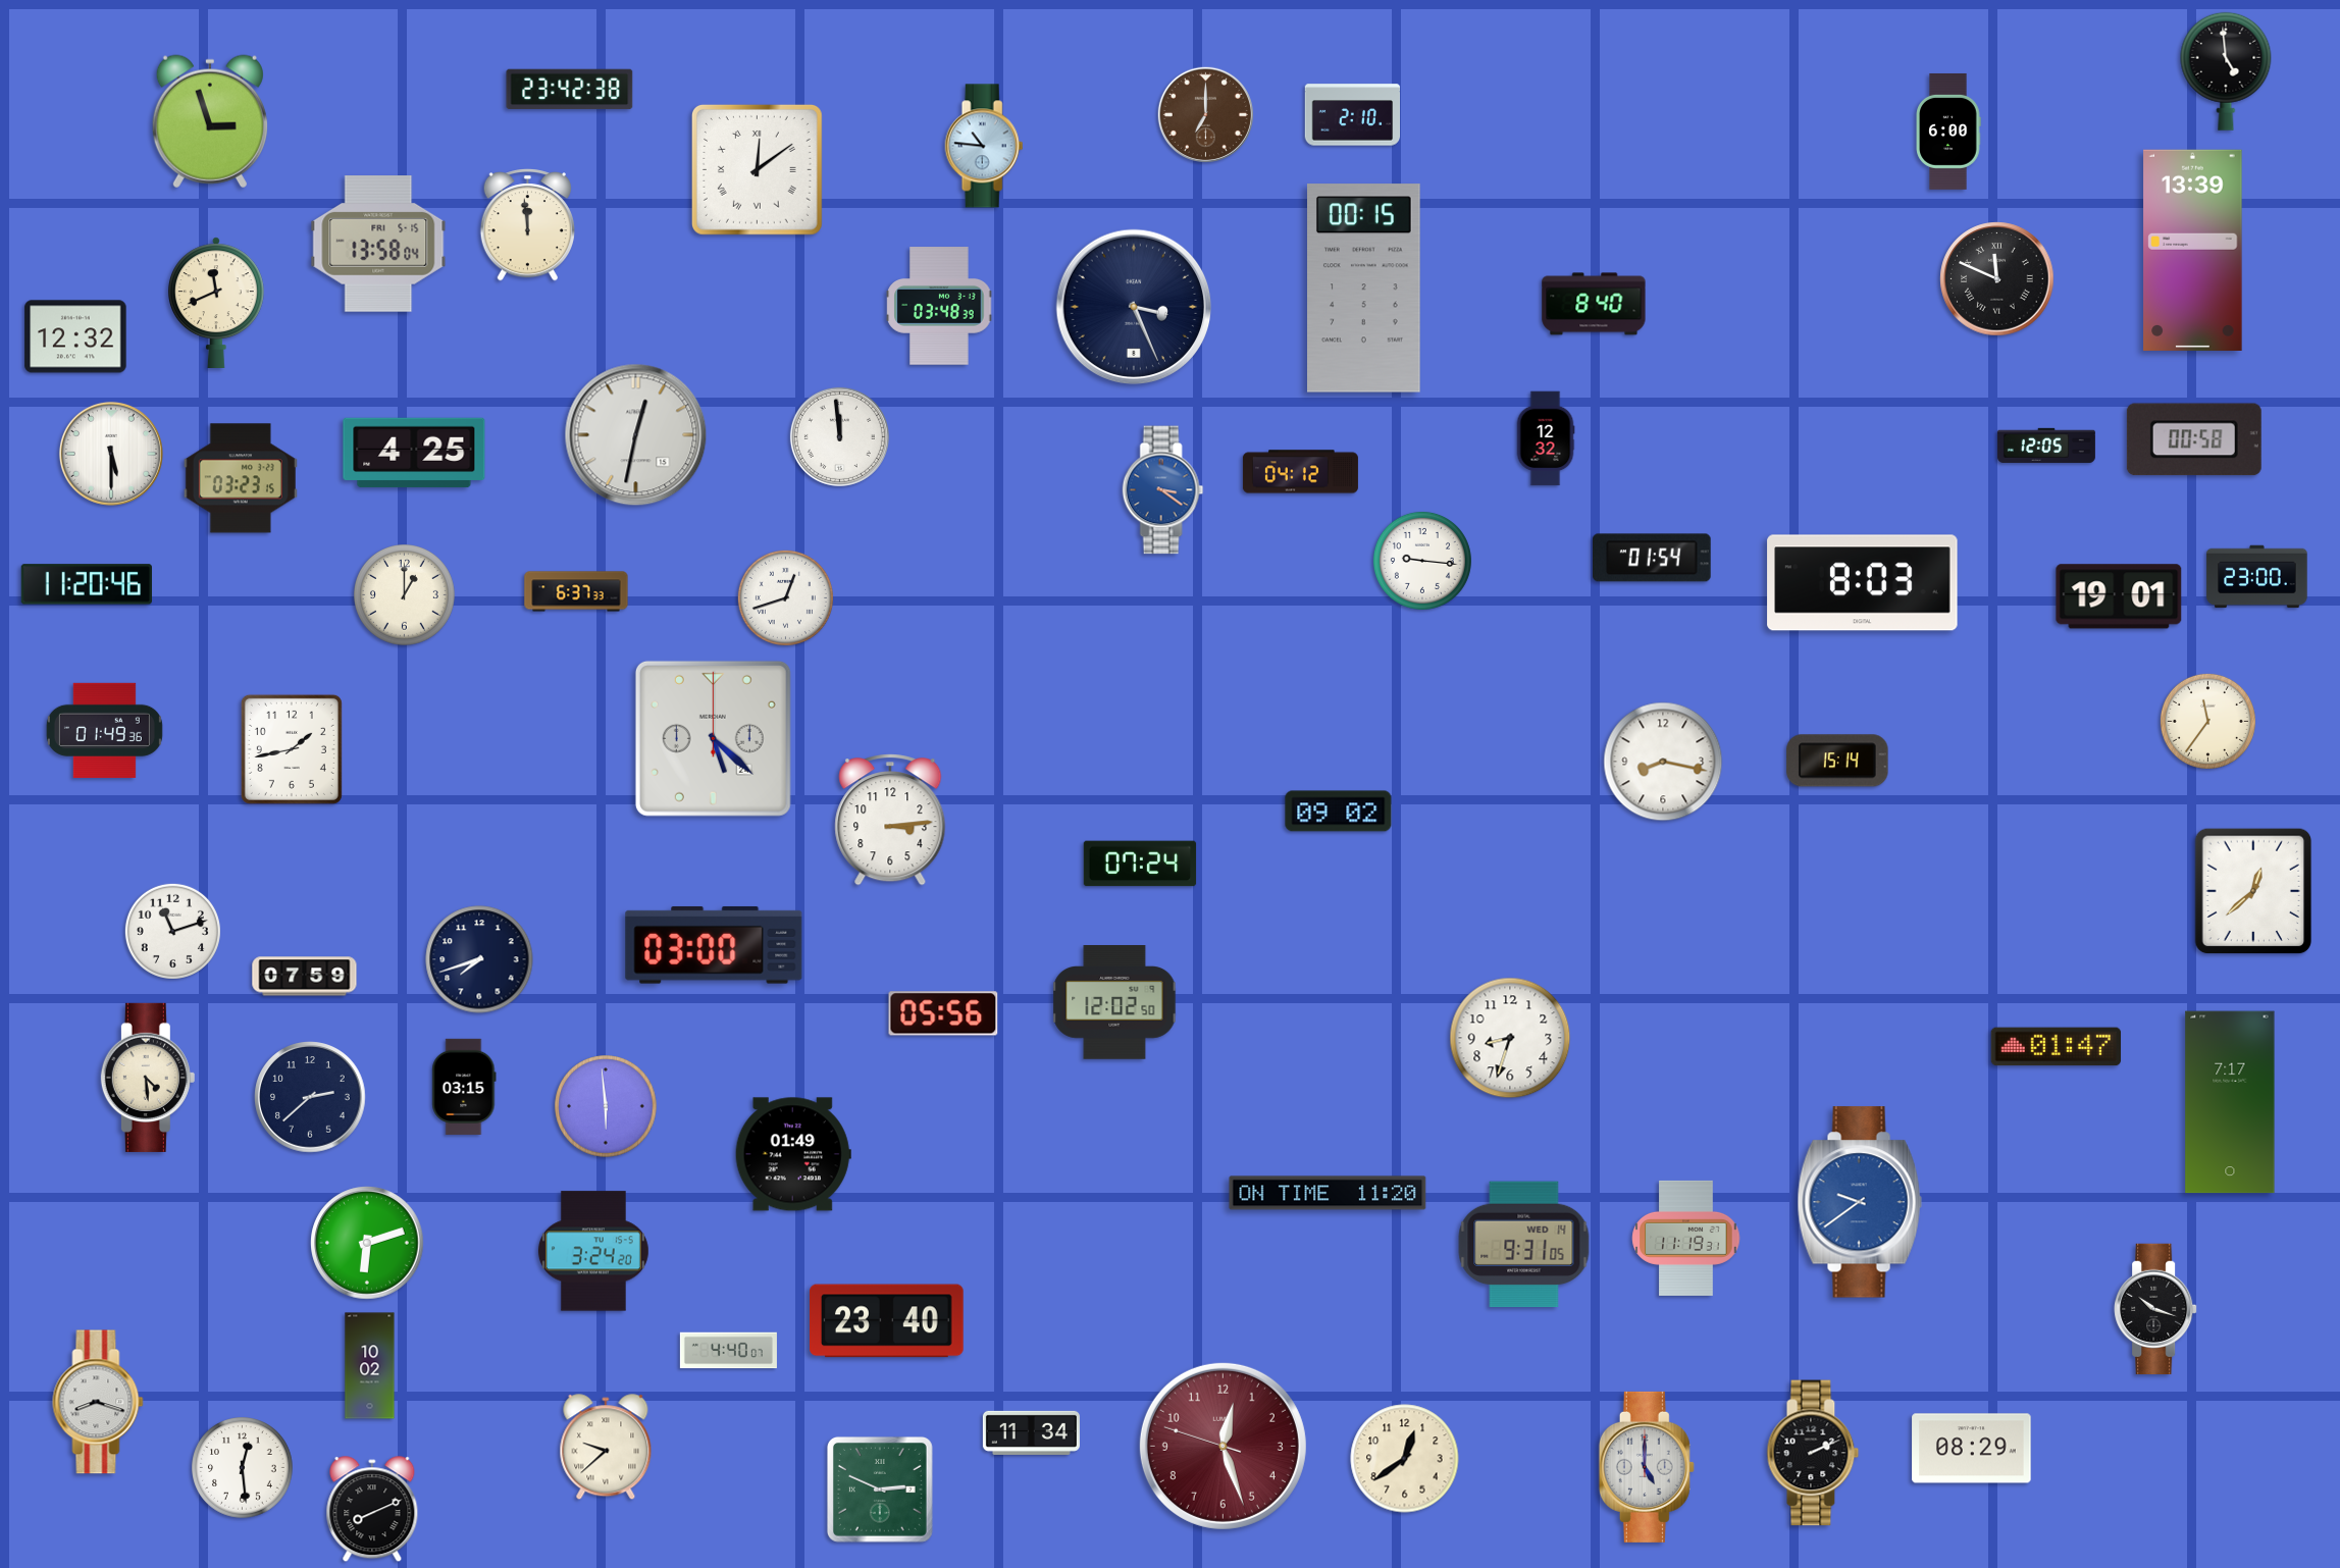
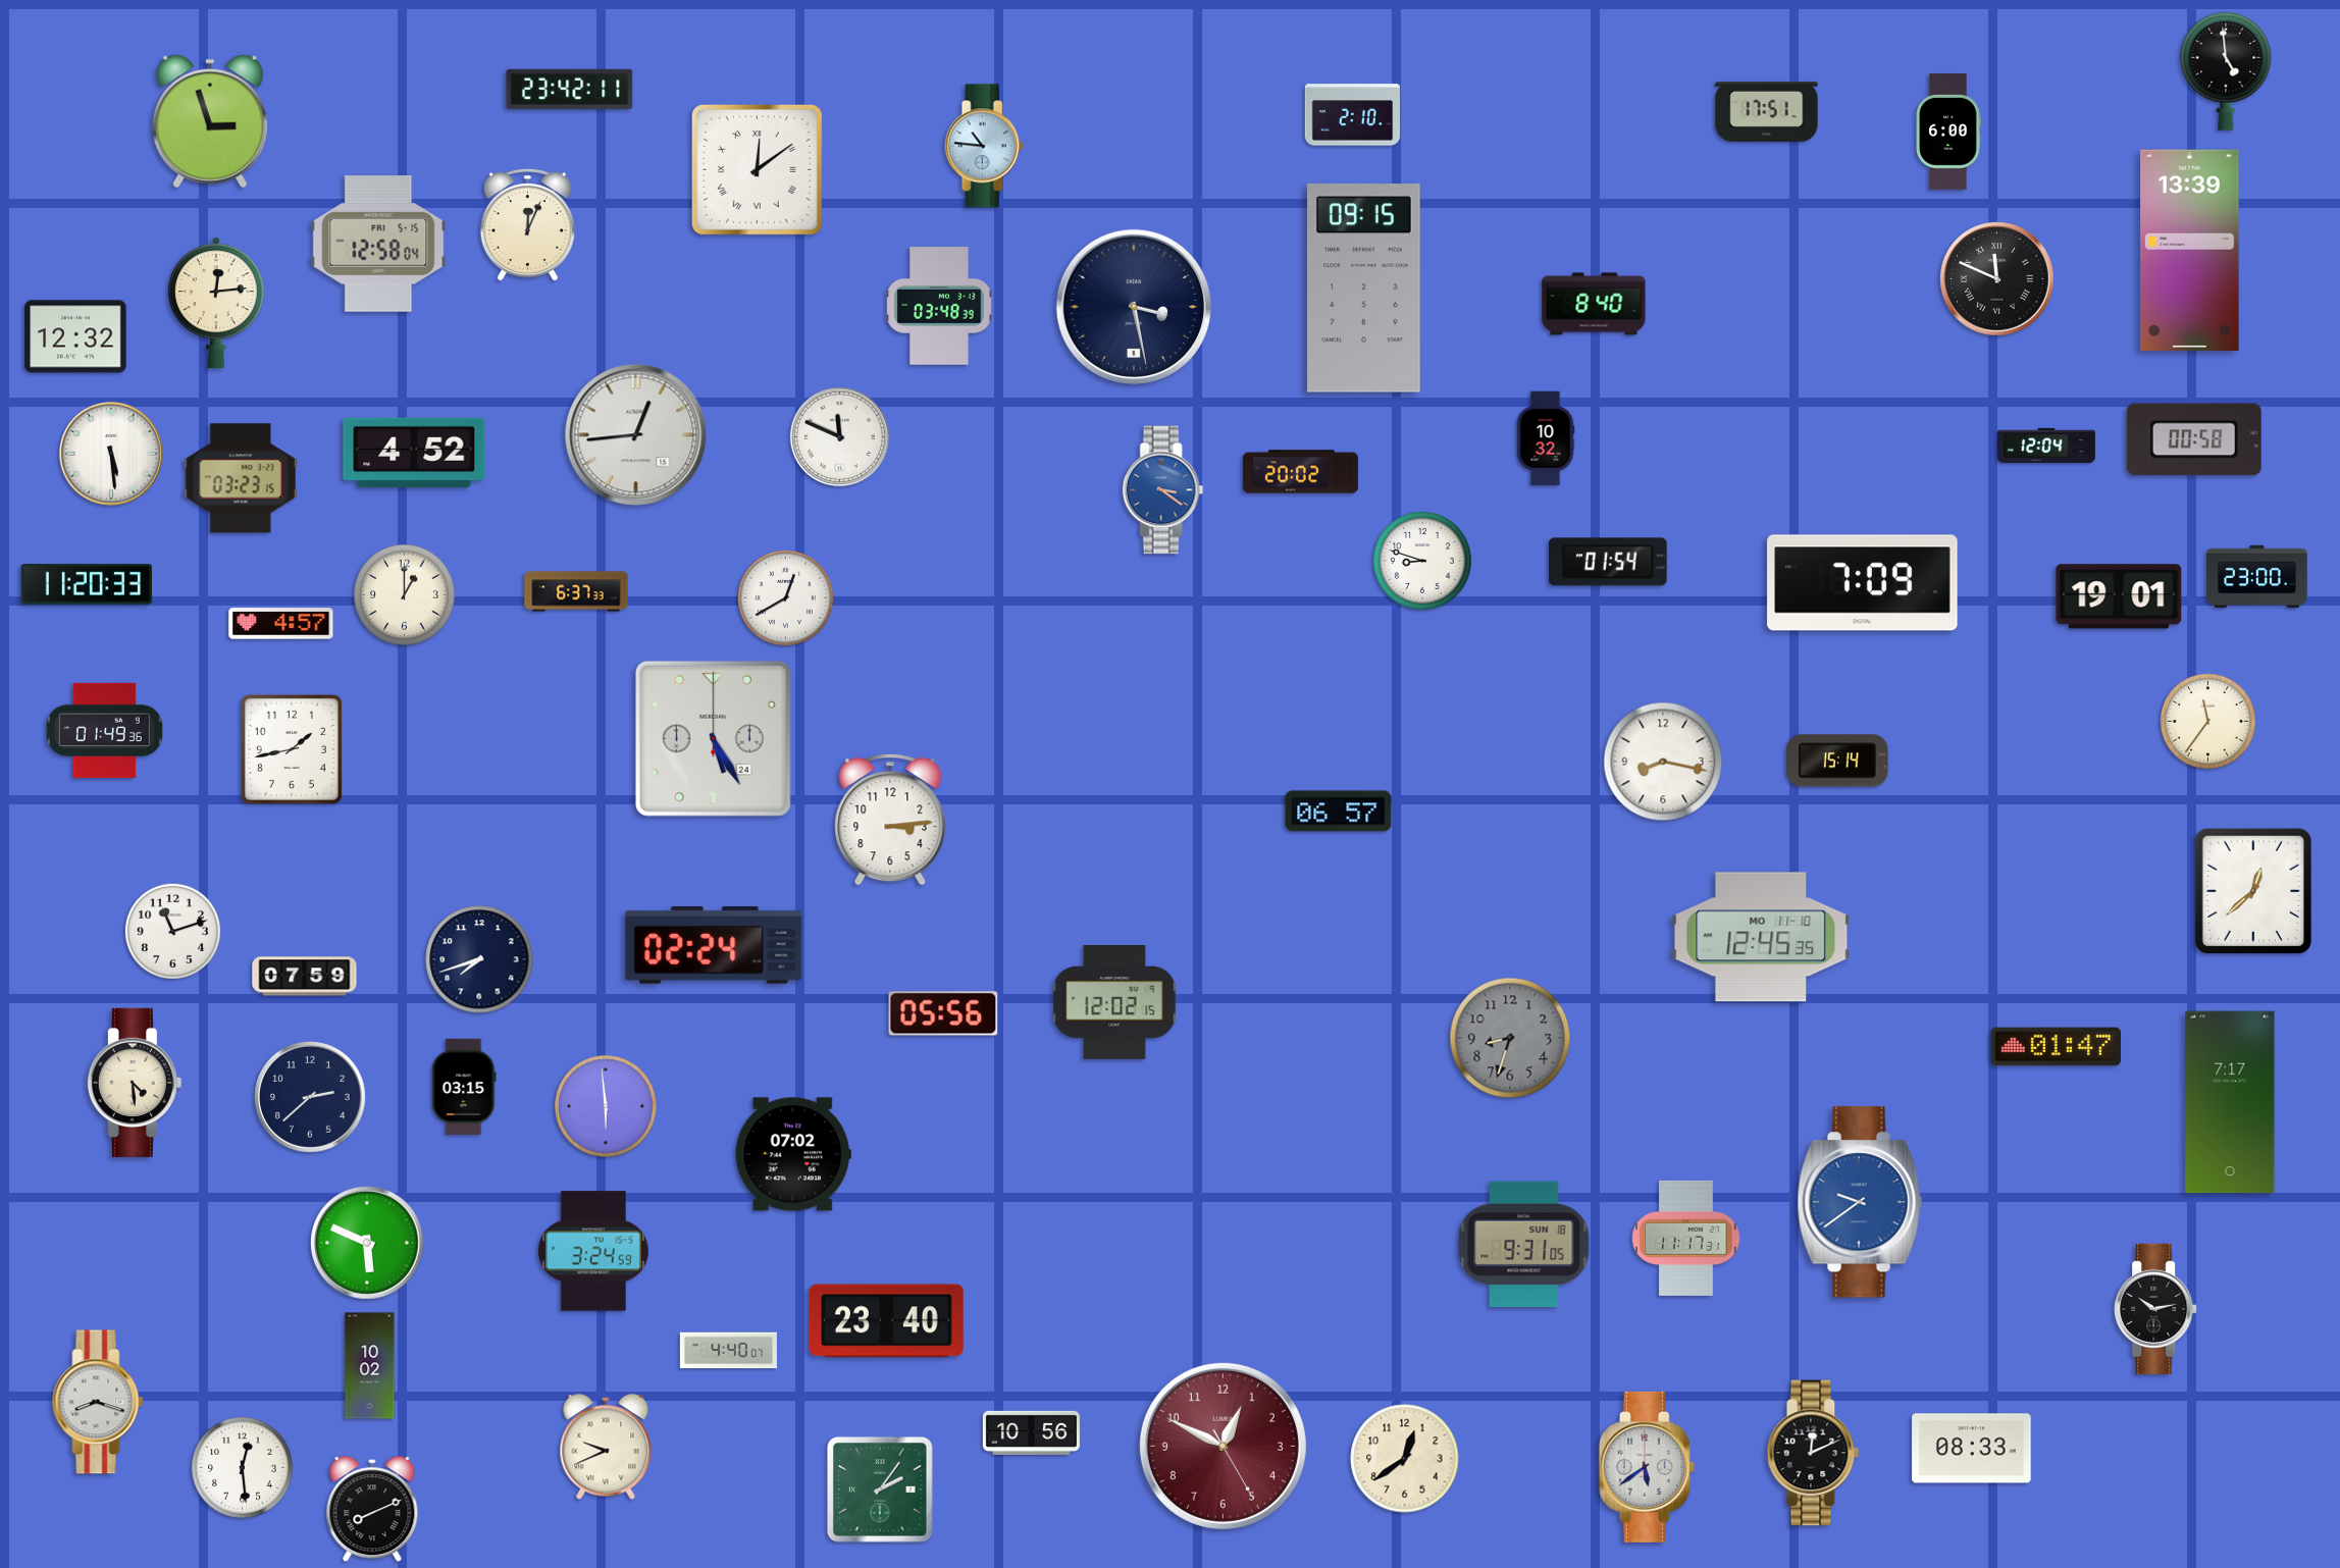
clock at (570, 90): 23:42:38 -> 23:42:11
clock at (1767, 111): none -> 17:51
clock at (1205, 114): 7:00 -> none
clock at (527, 225): 11:59 -> 12:04
clock at (378, 244): 13:58 -> 12:58
clock at (2193, 250) position: (2193, 250) -> (2190, 250)
clock at (1364, 289): 00:15 -> 09:15
clock at (216, 302): 11:41 -> 12:14
clock at (1134, 307): 3:26 -> 3:28
clock at (636, 435): 12:32 -> 12:44
clock at (839, 436): 11:59 -> 11:49
clock at (1546, 438): 12:32 -> 10:32
clock at (2046, 446): 12:05 -> 12:04
clock at (414, 453): 4:25 -> 4:52
clock at (111, 454): 5:30 -> 5:29
clock at (1300, 472): 04:12 -> 20:02
clock at (1653, 558) position: (1653, 558) -> (1609, 562)
clock at (1422, 561): 9:16 -> 8:48
clock at (1863, 583): 8:03 -> 7:09
clock at (87, 584): 11:20:46 -> 11:20:33
clock at (785, 597): 12:42 -> 12:40
clock at (281, 624): none -> 4:57
clock at (713, 738): 5:22 -> 5:25
clock at (1339, 812): 09:02 -> 06:57
clock at (1140, 864): 07:24 -> none
clock at (1761, 937): none -> 12:45
clock at (714, 945): 03:00 -> 02:24
clock at (1114, 1003): 12:02:50 -> 12:02:15
clock at (1510, 1038) dial: white -> grey
clock at (148, 1078) position: (148, 1078) -> (135, 1083)
clock at (793, 1154): 01:49 -> 07:02
clock at (1328, 1193): 11:20 -> none
clock at (1686, 1238): 11:19 -> 11:17
clock at (367, 1243): 6:12 -> 5:49
clock at (1524, 1245) date: WED 14 -> SUN 18
clock at (593, 1251): 3:24:20 -> 3:24:59
clock at (2155, 1308): 10:18 -> 10:13
clock at (1031, 1432): 11:34 -> 10:56
clock at (1223, 1446): 12:26 -> 12:49
clock at (606, 1448): 9:38 -> 9:41
clock at (1972, 1449): 08:29 -> 08:33
clock at (1813, 1453): 2:11 -> 12:11
clock at (1647, 1467): 5:00 -> 5:39
clock at (880, 1489): 2:49 -> 2:06
